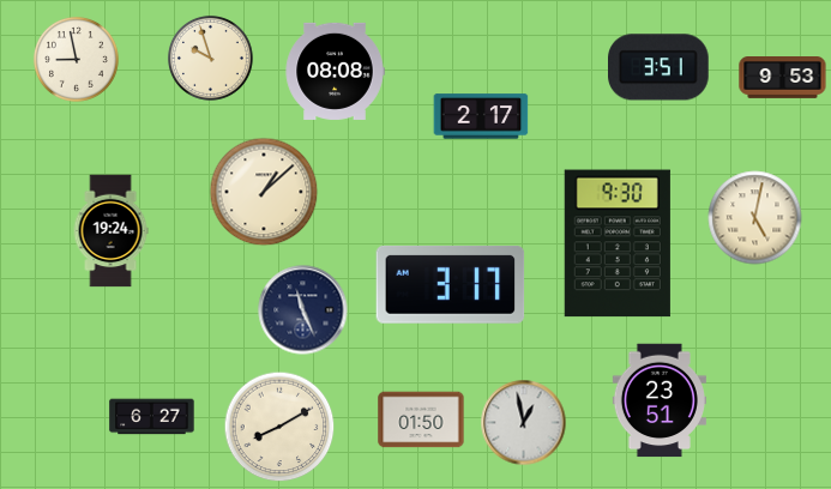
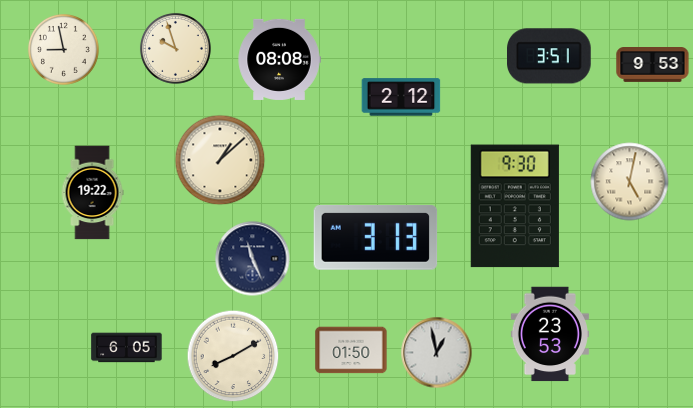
clock at (481, 116): 2:17 -> 2:12
clock at (110, 231): 19:24 -> 19:22
clock at (618, 243) position: (618, 243) -> (515, 206)
clock at (451, 285): 3:17 -> 3:13
clock at (660, 400): 23:51 -> 23:53
clock at (152, 417): 6:27 -> 6:05
